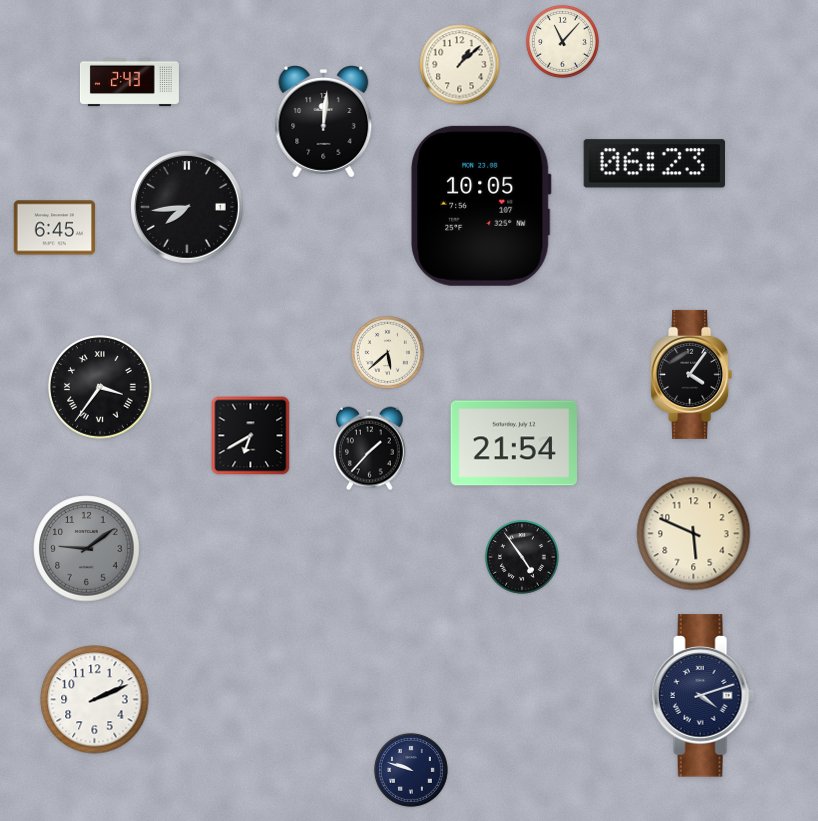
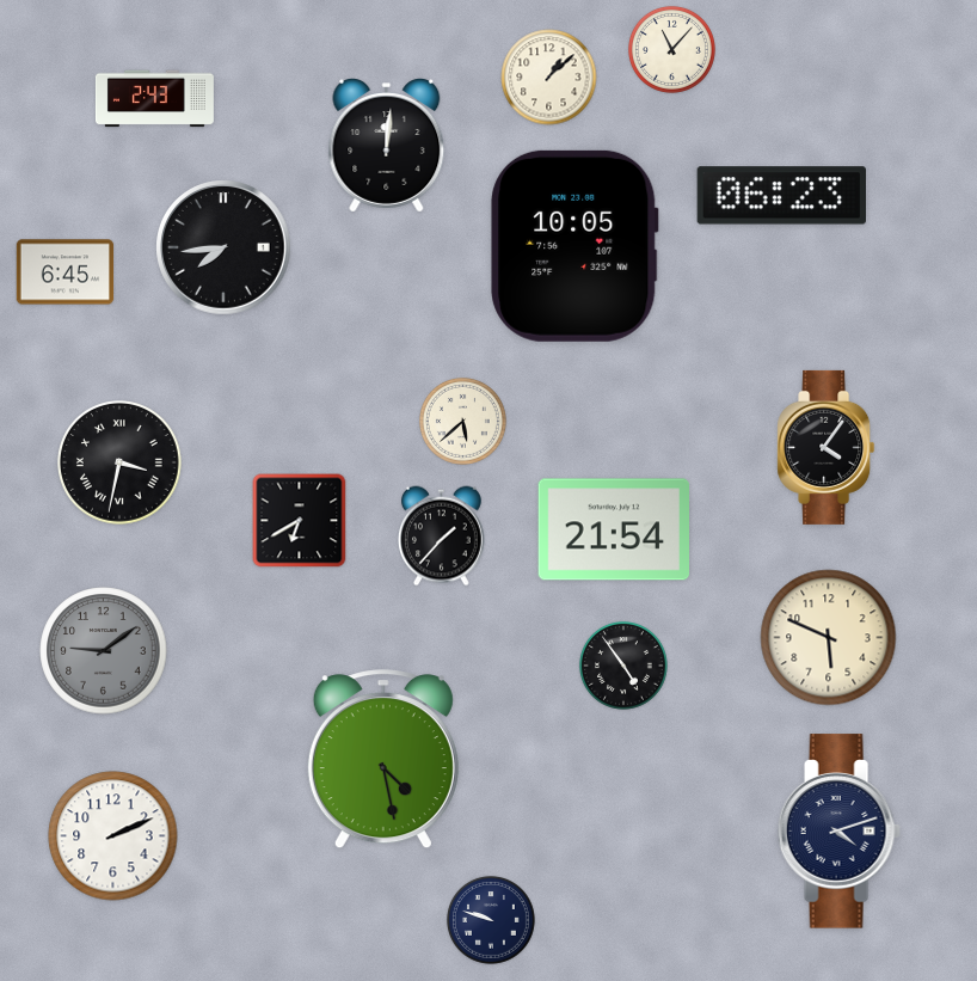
clock at (101, 388): 3:36 -> 3:32
clock at (87, 549) position: (87, 549) -> (104, 651)
clock at (383, 760): none -> 4:28
